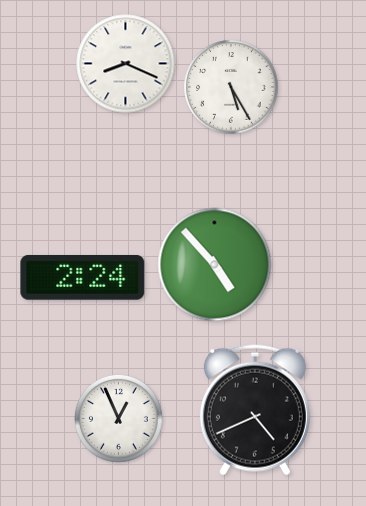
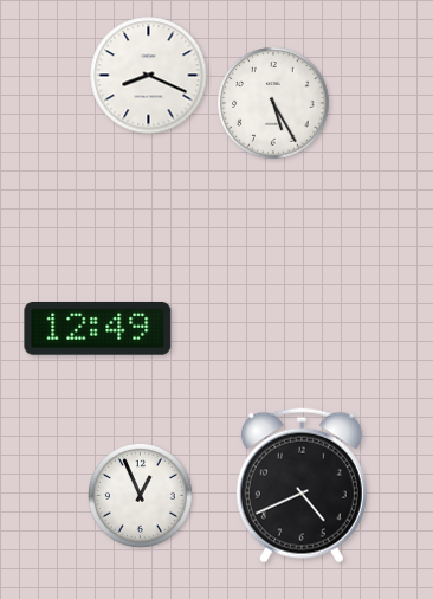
clock at (215, 265): 4:53 -> none
clock at (83, 278): 2:24 -> 12:49
